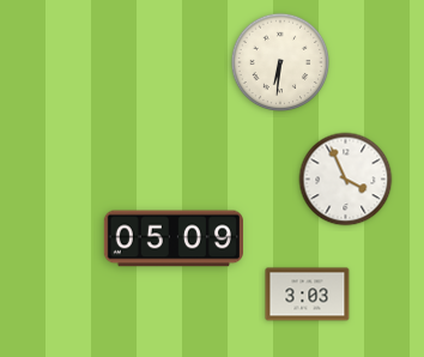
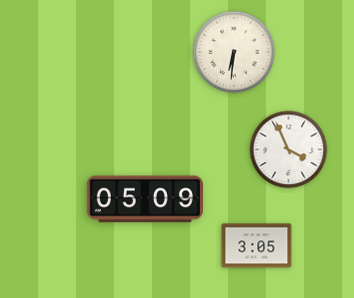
clock at (308, 295): 3:03 -> 3:05
